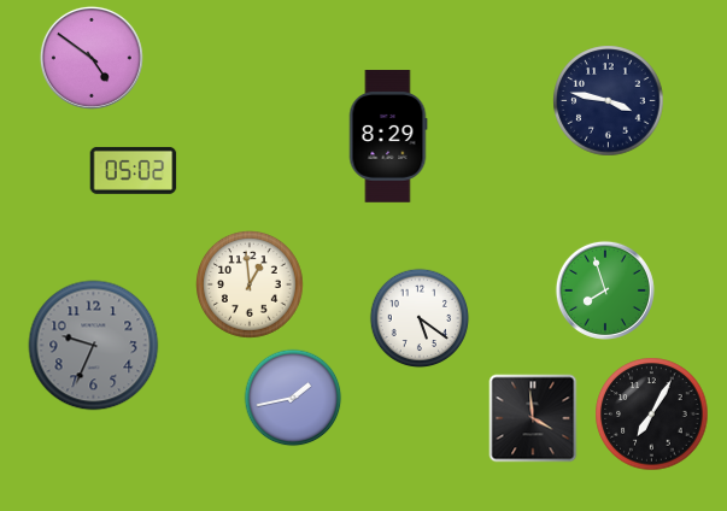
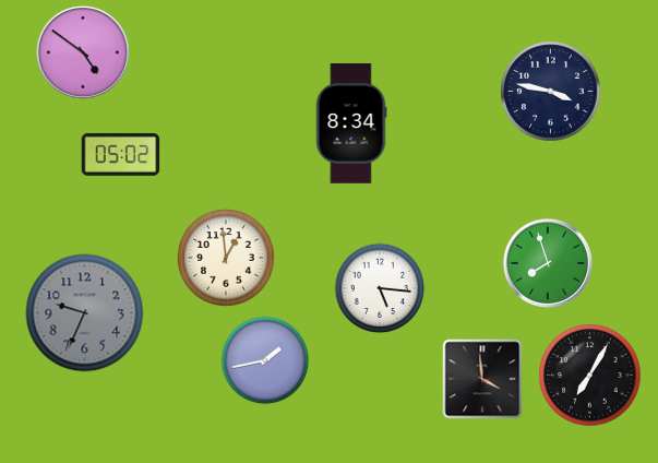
clock at (388, 136): 8:29 -> 8:34
clock at (420, 318): 5:21 -> 5:16
